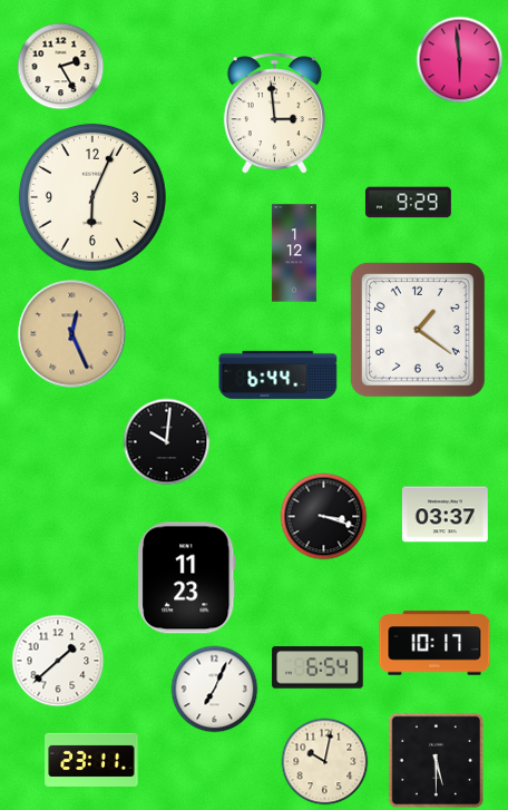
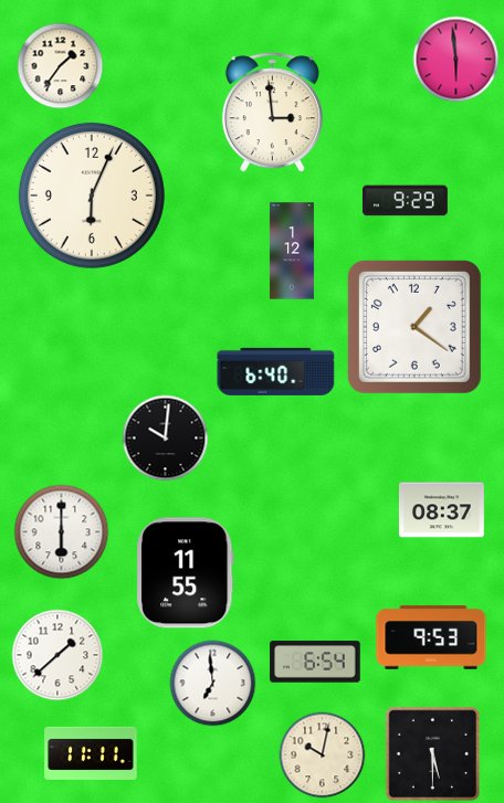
clock at (60, 66): 2:25 -> 1:36
clock at (72, 334): 12:26 -> none
clock at (279, 374): 6:44 -> 6:40
clock at (444, 515): 03:37 -> 08:37
clock at (323, 516): 3:18 -> none
clock at (61, 531): none -> 6:00
clock at (187, 578): 11:23 -> 11:55
clock at (434, 643): 10:17 -> 9:53
clock at (214, 689): 7:04 -> 6:59
clock at (91, 760): 23:11 -> 11:11
